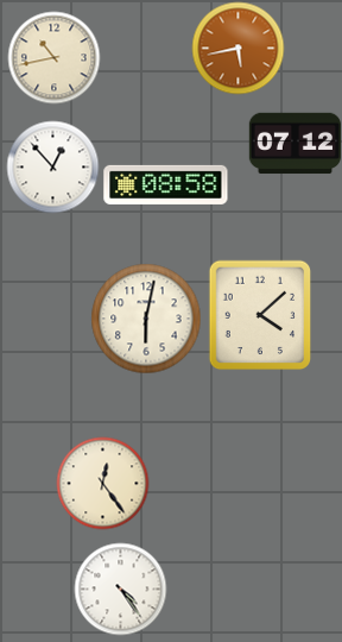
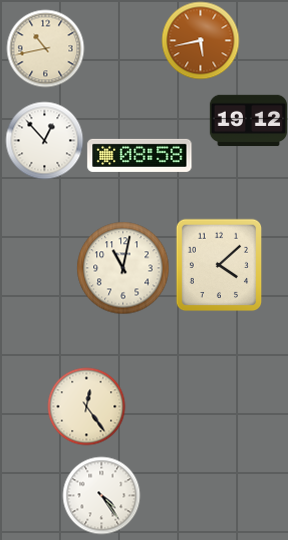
clock at (294, 144): 07:12 -> 19:12
clock at (146, 319): 6:02 -> 11:02
